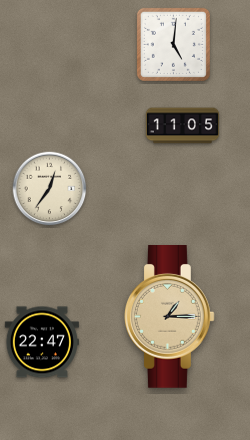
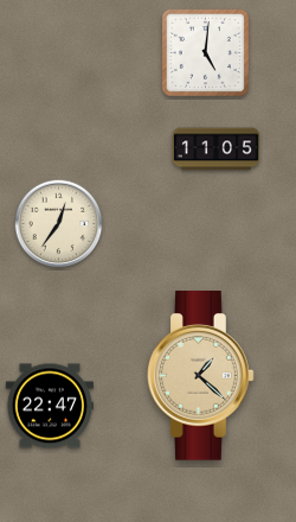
clock at (170, 317): 1:15 -> 1:22
